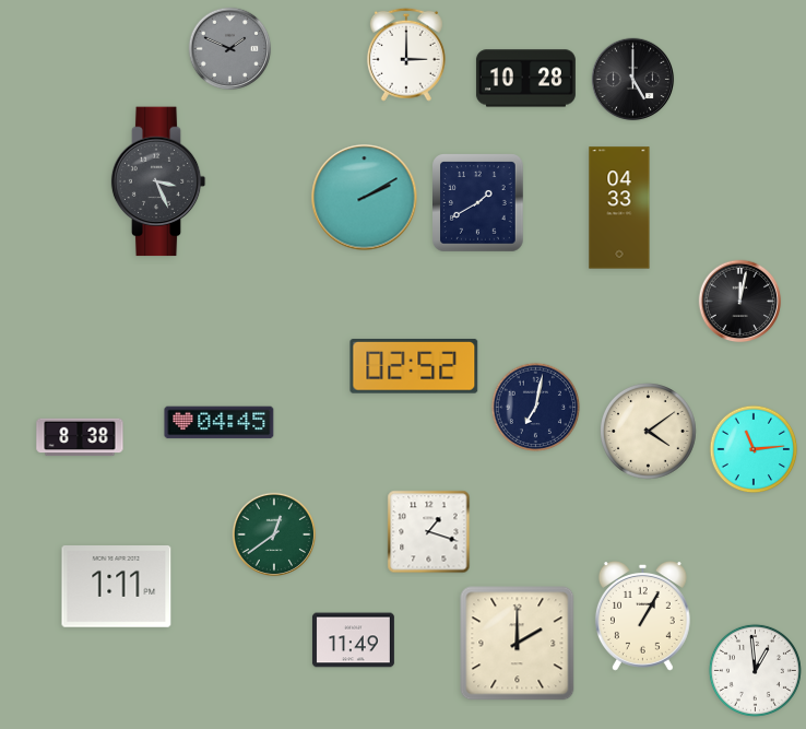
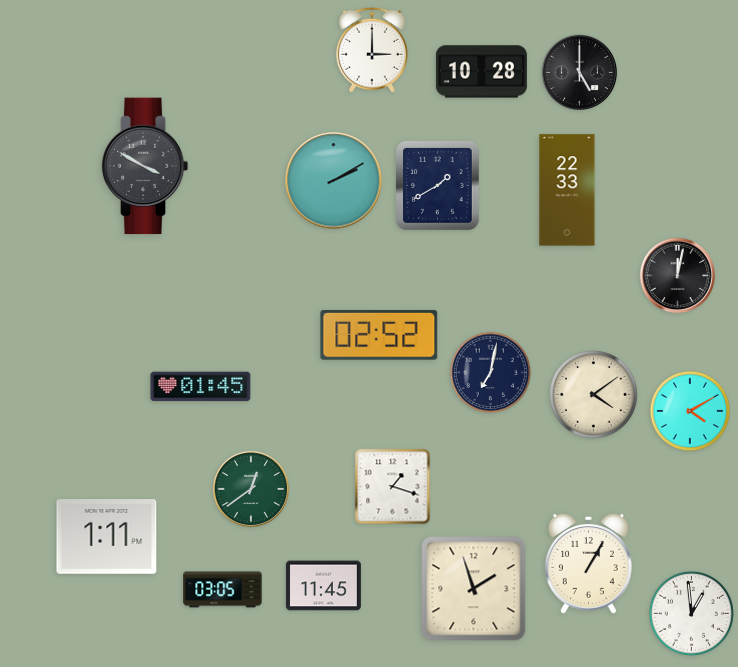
clock at (230, 49): 1:49 -> none
clock at (158, 181): 3:26 -> 3:50
clock at (619, 208): 04:33 -> 22:33
clock at (220, 423): 04:45 -> 01:45
clock at (80, 437): 8:38 -> none
clock at (754, 449): 11:14 -> 4:10
clock at (353, 640): 11:49 -> 11:45
clock at (518, 644): 2:00 -> 1:57
clock at (223, 590): none -> 03:05
